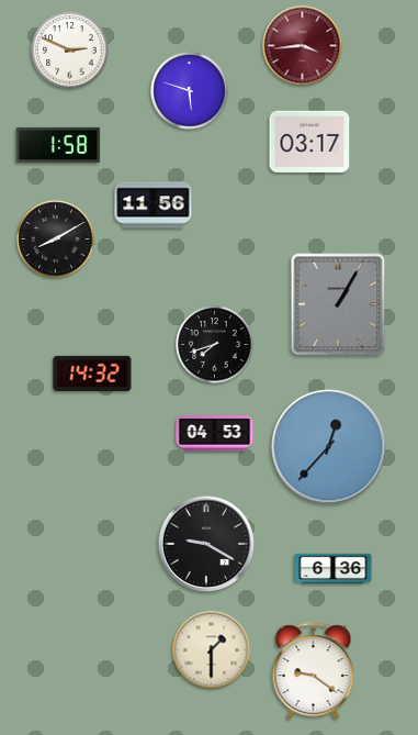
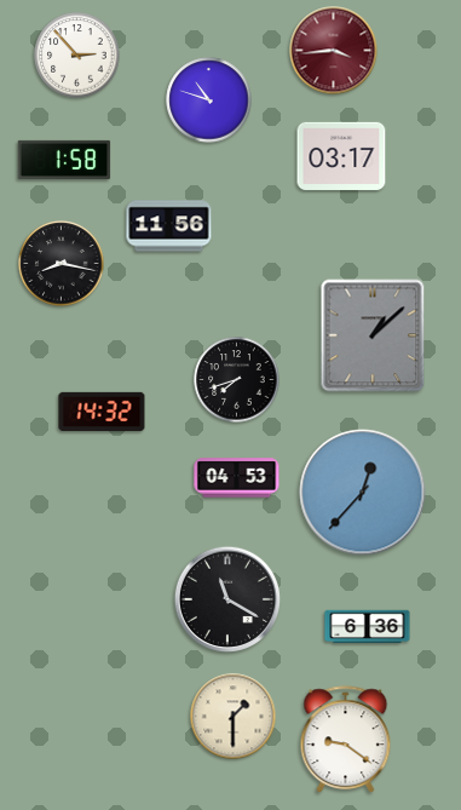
clock at (70, 51): 2:49 -> 2:53
clock at (190, 91): 5:48 -> 10:48
clock at (56, 240): 8:10 -> 8:17
clock at (338, 304): 1:05 -> 1:08
clock at (205, 543): 9:20 -> 11:20
